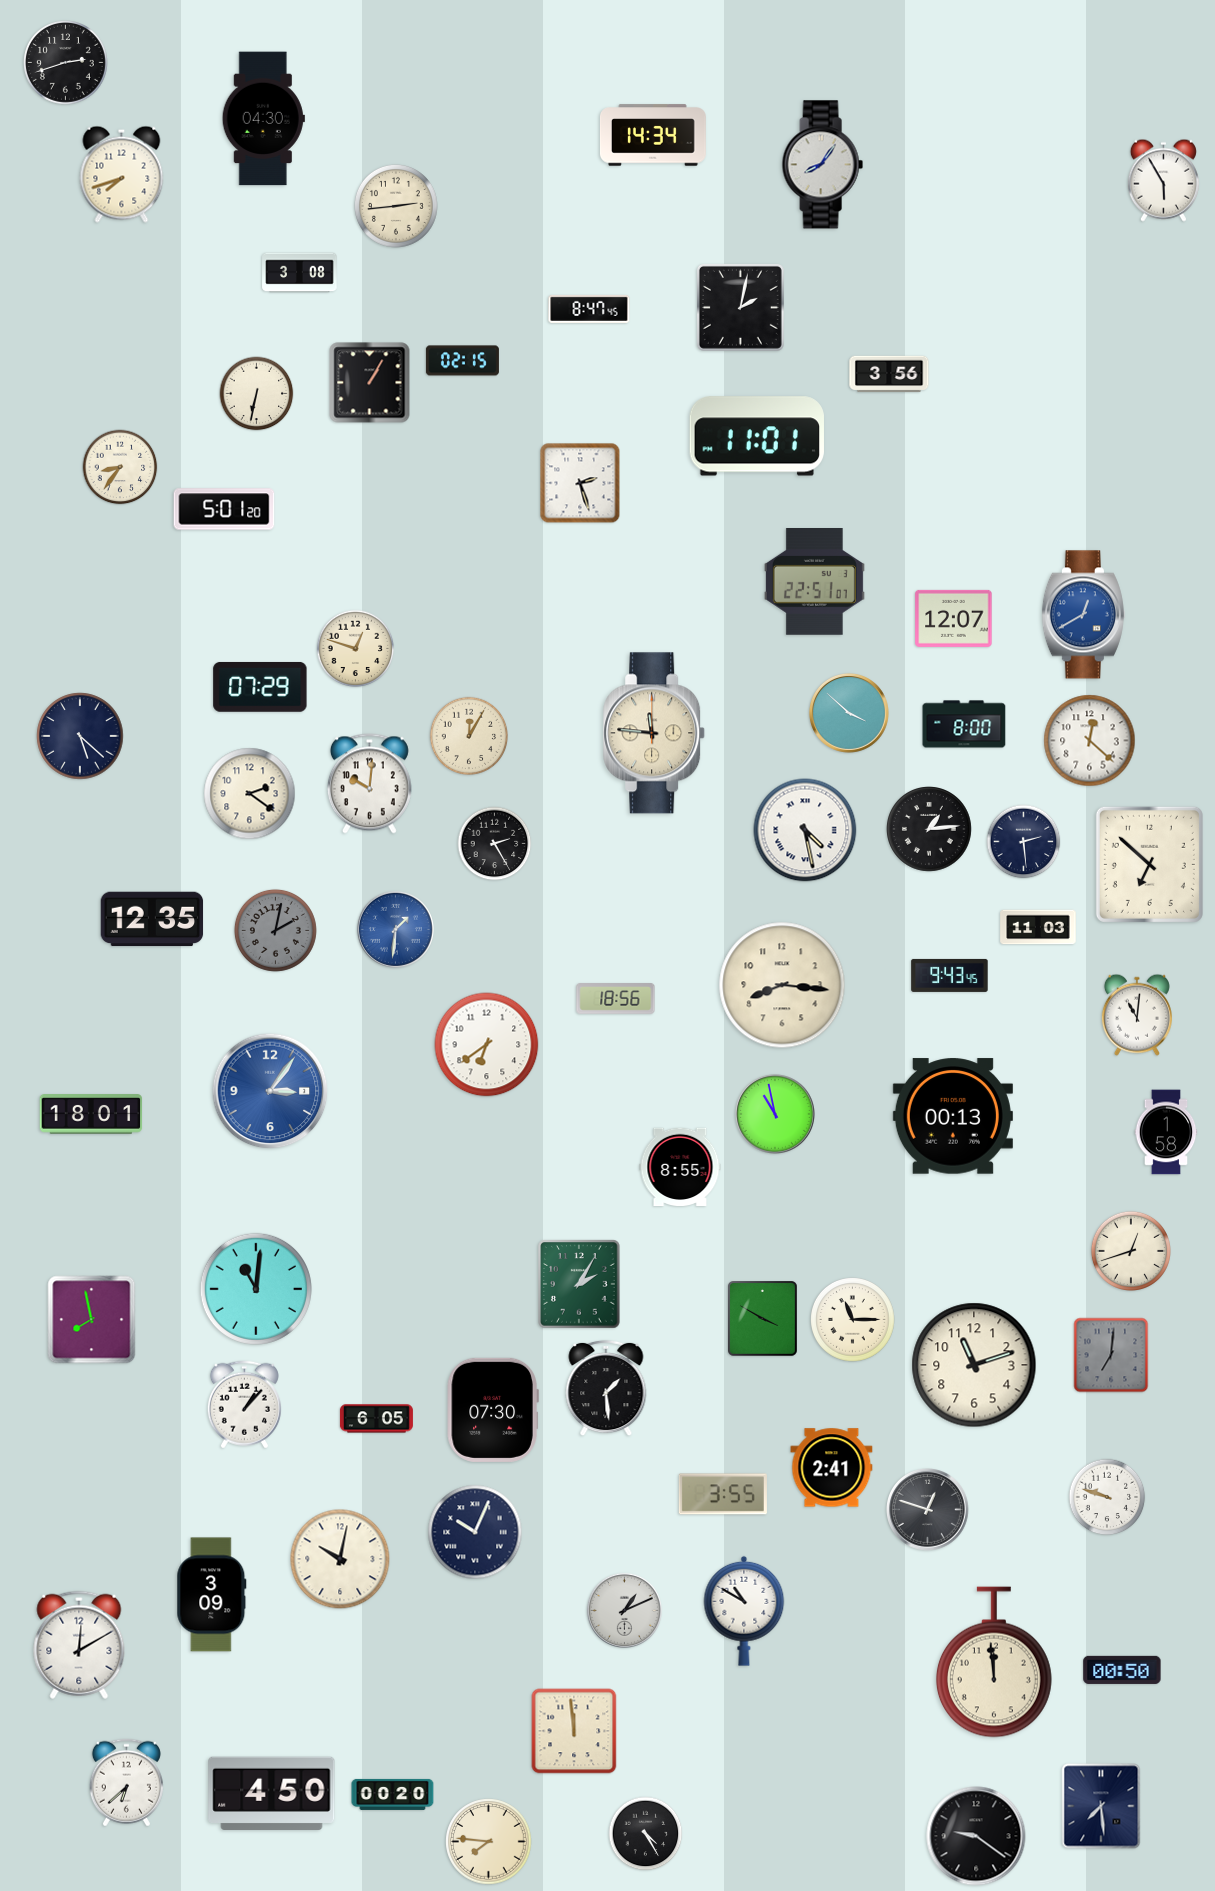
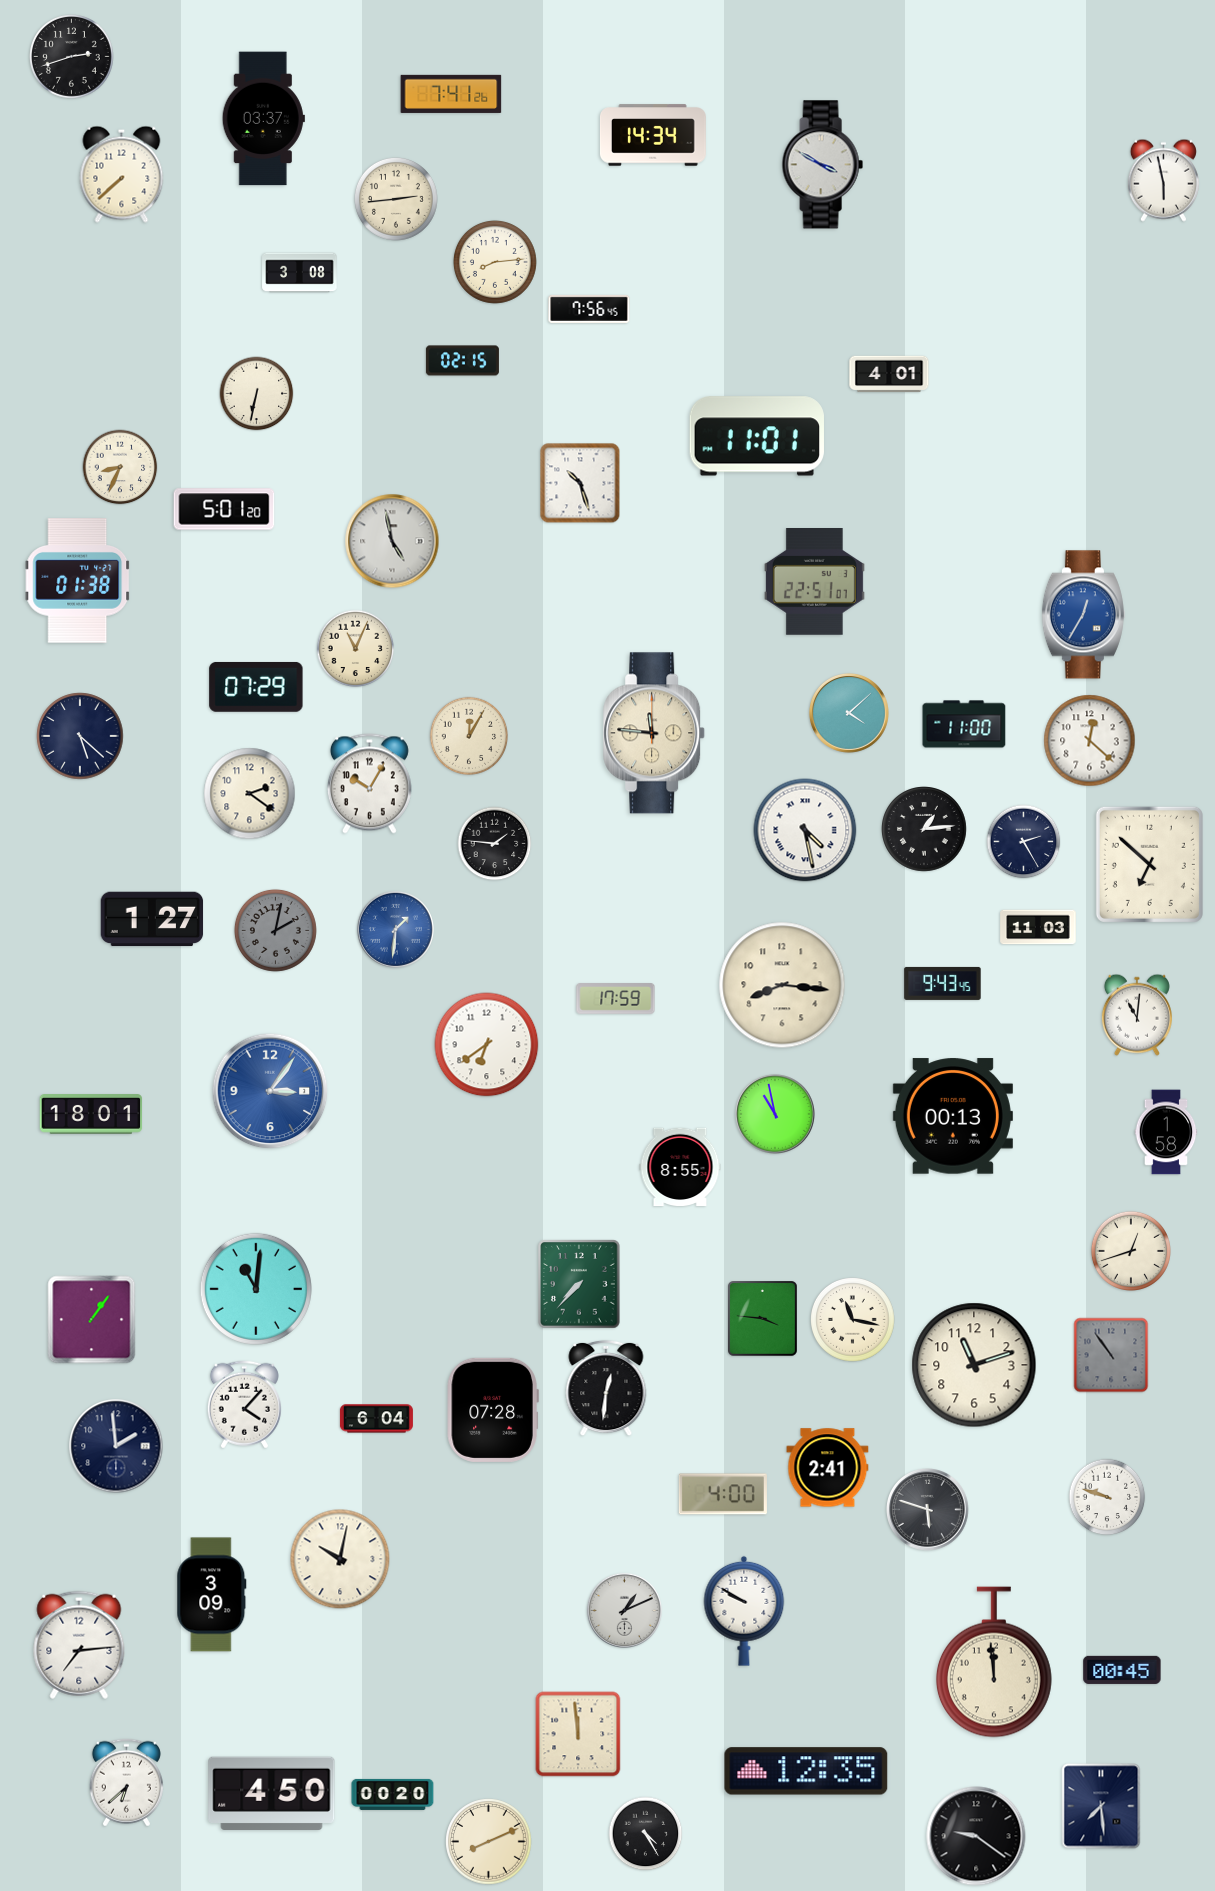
clock at (66, 63) position: (66, 63) -> (72, 57)
clock at (451, 94): none -> 7:41
clock at (263, 119): 04:30 -> 03:37
clock at (822, 165): 8:06 -> 3:50
clock at (122, 174): 7:42 -> 7:38
clock at (1163, 180): 5:55 -> 5:58
clock at (396, 206) position: (396, 206) -> (396, 199)
clock at (495, 262): none -> 8:14
clock at (740, 307): 2:02 -> none
clock at (589, 309): 8:47 -> 7:56
clock at (889, 374): 3:56 -> 4:01
clock at (370, 383): 1:05 -> none
clock at (120, 467): 8:36 -> 8:34
clock at (580, 483): 2:27 -> 10:27
clock at (392, 541): none -> 4:58
clock at (78, 581): none -> 01:38
clock at (1083, 615): 12:40 -> 12:35
clock at (954, 618): 12:07 -> none
clock at (356, 649): 12:48 -> 11:04
clock at (260, 687) position: (260, 687) -> (256, 687)
clock at (849, 713): 3:52 -> 4:08
clock at (964, 724): 8:00 -> 11:00
clock at (369, 784): 10:01 -> 10:05
clock at (929, 829) position: (929, 829) -> (924, 829)
clock at (1024, 842): 2:29 -> 2:25
clock at (495, 844): 2:25 -> 1:46
clock at (152, 919): 12:35 -> 1:27
clock at (950, 975) position: (950, 975) -> (943, 983)
clock at (616, 999): 18:56 -> 17:59
clock at (579, 1284): 2:05 -> 7:37
clock at (763, 1319): 3:50 -> 3:46
clock at (92, 1320): 7:58 -> 1:06
clock at (853, 1320): 11:15 -> 11:17
clock at (1111, 1355): 7:01 -> 10:54
clock at (606, 1388): 1:29 -> 12:31
clock at (244, 1405): 1:07 -> 4:07
clock at (493, 1410): 07:30 -> 07:28
clock at (376, 1419): 6:05 -> 6:04
clock at (116, 1446): none -> 1:59
clock at (832, 1468) position: (832, 1468) -> (828, 1468)
clock at (723, 1494): 3:55 -> 4:00
clock at (928, 1510): 12:48 -> 5:48
clock at (475, 1532): 10:04 -> none
clock at (744, 1611): 10:50 -> 9:50
clock at (79, 1645): 12:10 -> 7:14
clock at (1122, 1670): 00:50 -> 00:45
clock at (574, 1731) position: (574, 1731) -> (578, 1734)
clock at (806, 1771): none -> 12:35
clock at (489, 1842): 7:46 -> 8:11
